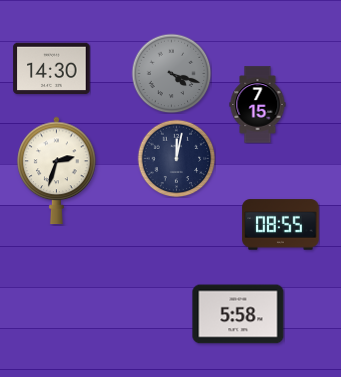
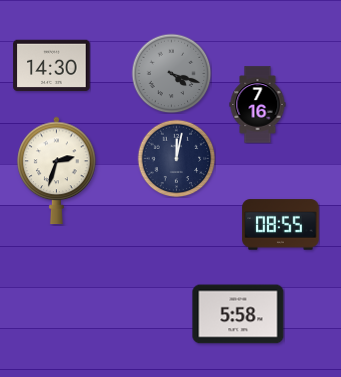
clock at (52, 69) position: (52, 69) -> (52, 66)
clock at (258, 105): 7:15 -> 7:16
